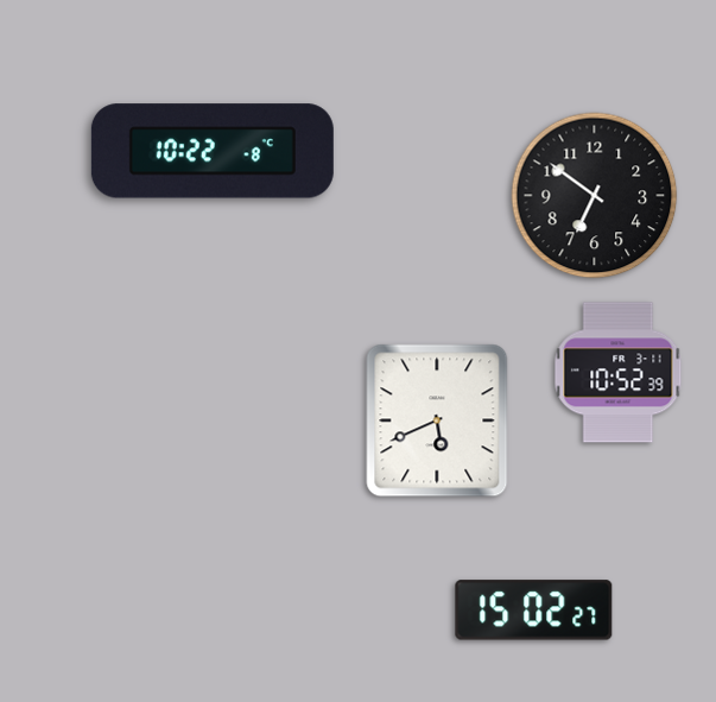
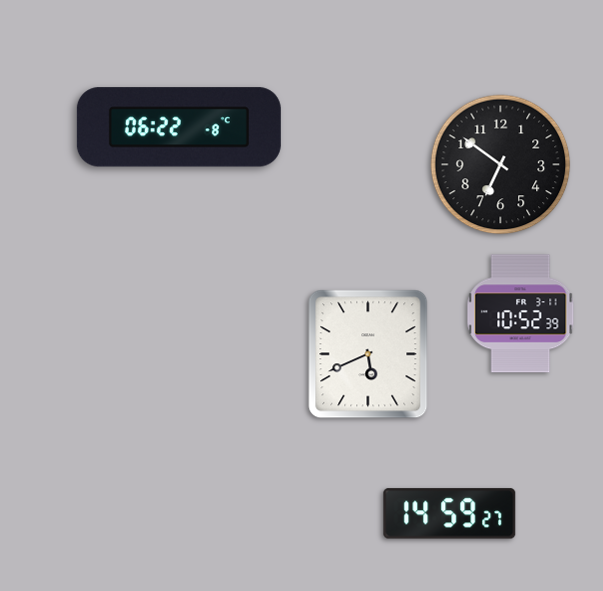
clock at (213, 151): 10:22 -> 06:22
clock at (534, 611): 15:02 -> 14:59
